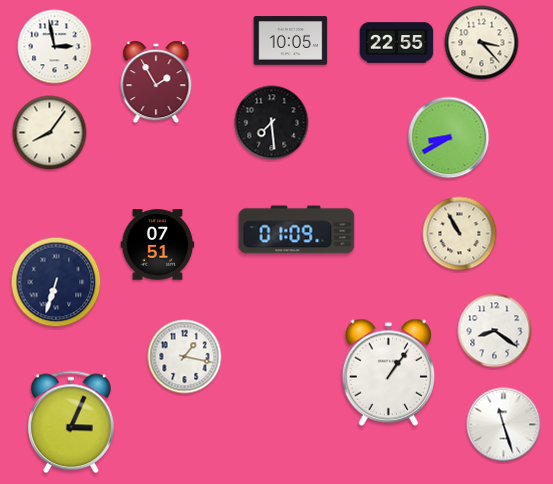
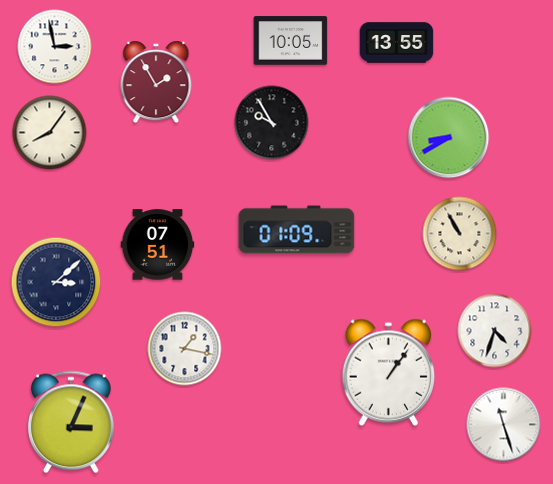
clock at (397, 43): 22:55 -> 13:55
clock at (482, 43): 3:23 -> none
clock at (272, 123): 7:29 -> 9:55
clock at (56, 282): 6:33 -> 3:08
clock at (495, 331): 8:21 -> 4:33
clock at (185, 357) position: (185, 357) -> (185, 349)
